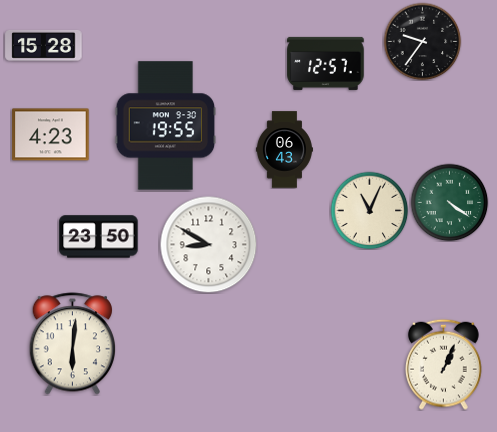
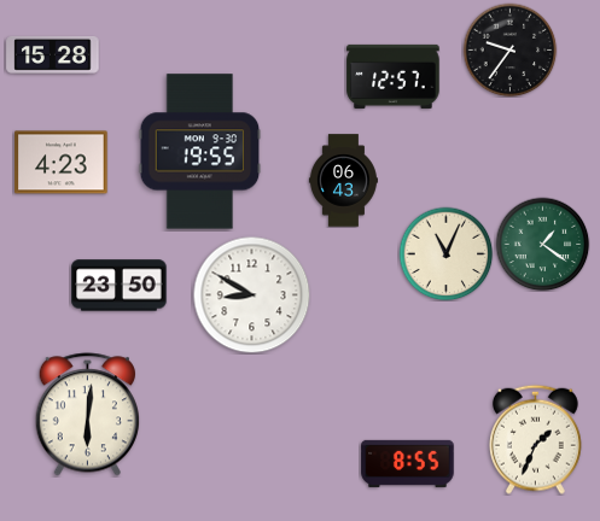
clock at (449, 202): 4:21 -> 1:21
clock at (444, 364): 1:04 -> 1:34
clock at (408, 463): none -> 8:55
